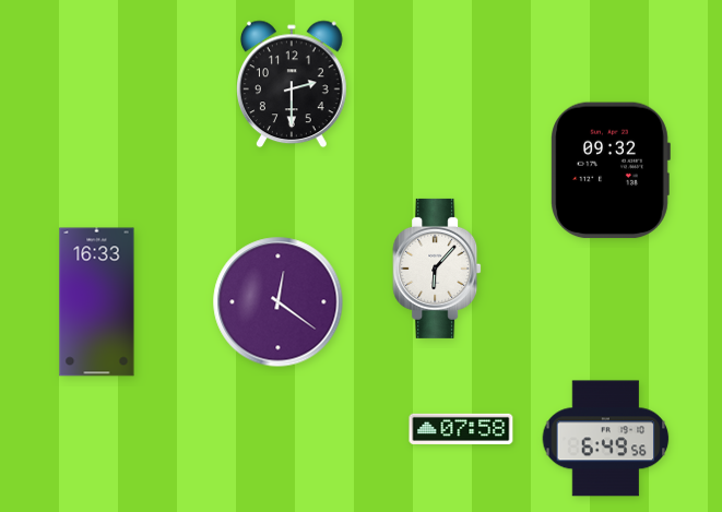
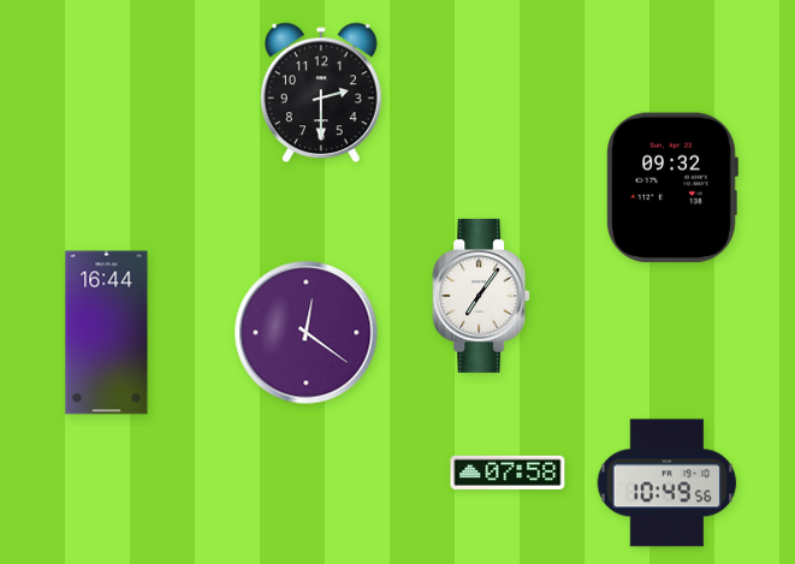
clock at (437, 269): 6:07 -> 7:06
clock at (97, 302): 16:33 -> 16:44
clock at (606, 439): 6:49 -> 10:49
